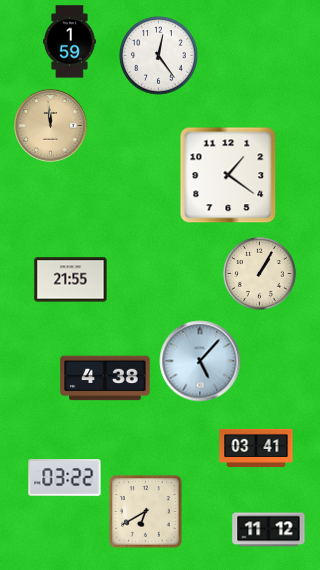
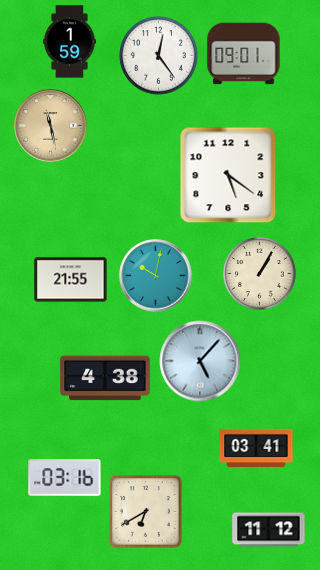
clock at (244, 54): none -> 09:01
clock at (51, 126): 11:59 -> 11:28
clock at (228, 175): 1:21 -> 5:21
clock at (156, 276): none -> 10:02
clock at (65, 478): 03:22 -> 03:16
